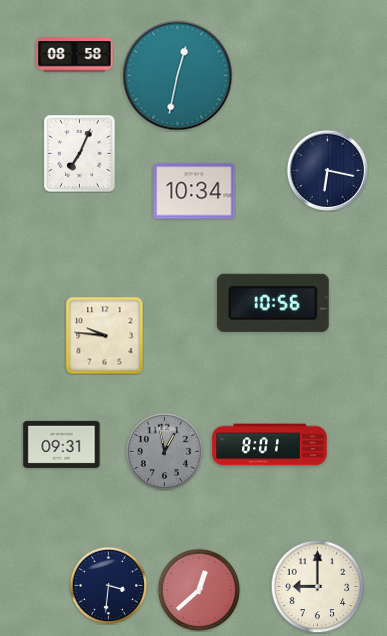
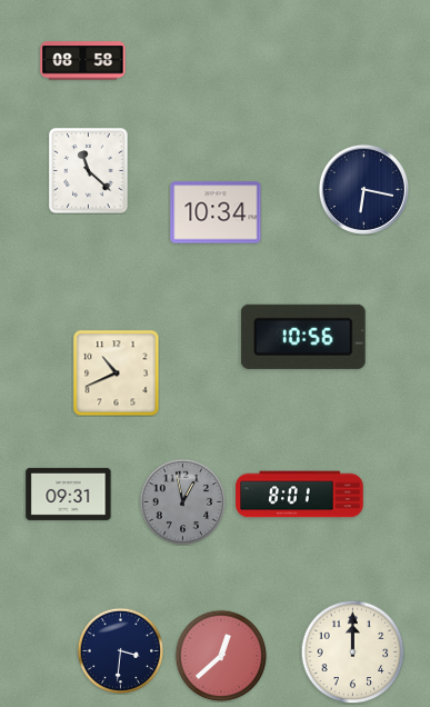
clock at (178, 76): 12:32 -> none
clock at (80, 154): 7:04 -> 11:22
clock at (104, 335): 9:46 -> 10:41
clock at (317, 586): 9:00 -> 12:00
